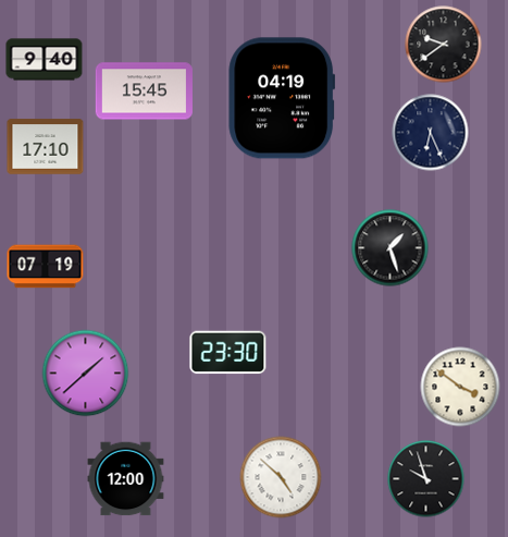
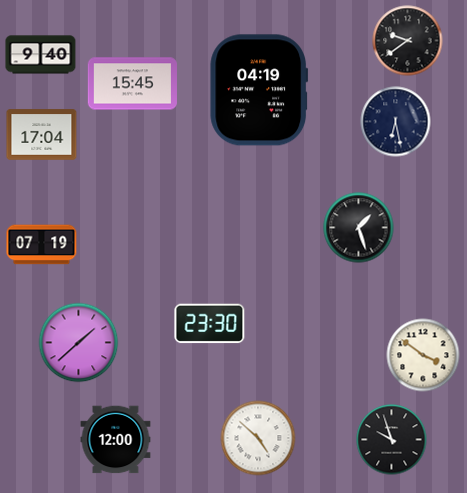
clock at (431, 133): 6:26 -> 6:28
clock at (46, 147): 17:10 -> 17:04
